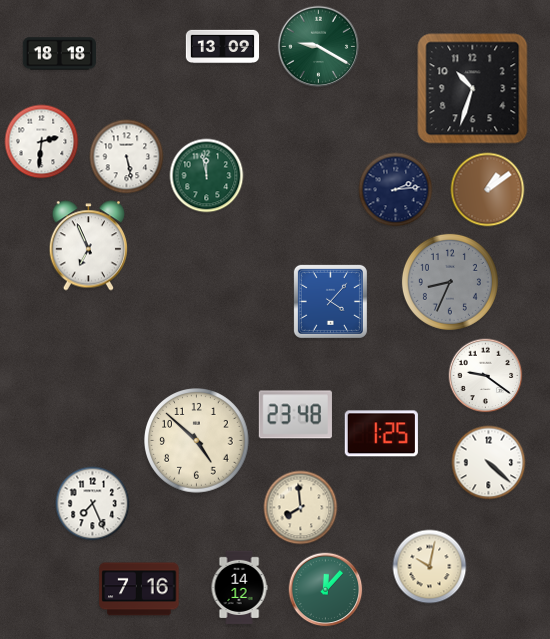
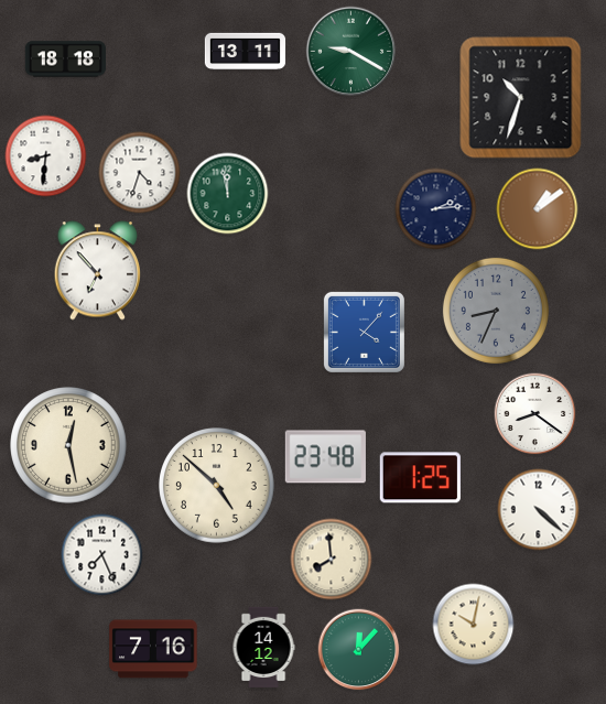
clock at (223, 47): 13:09 -> 13:11
clock at (42, 142): 2:31 -> 8:31
clock at (127, 157): 5:28 -> 4:33
clock at (88, 246): 6:56 -> 6:53
clock at (486, 376): 9:21 -> 8:21
clock at (68, 445): none -> 12:28
